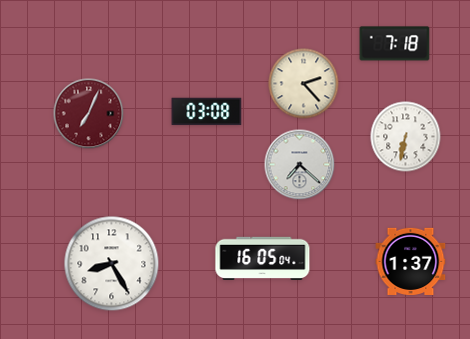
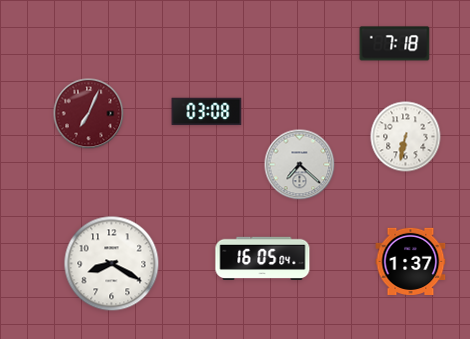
clock at (304, 84): 2:23 -> none
clock at (112, 264): 8:25 -> 8:20
